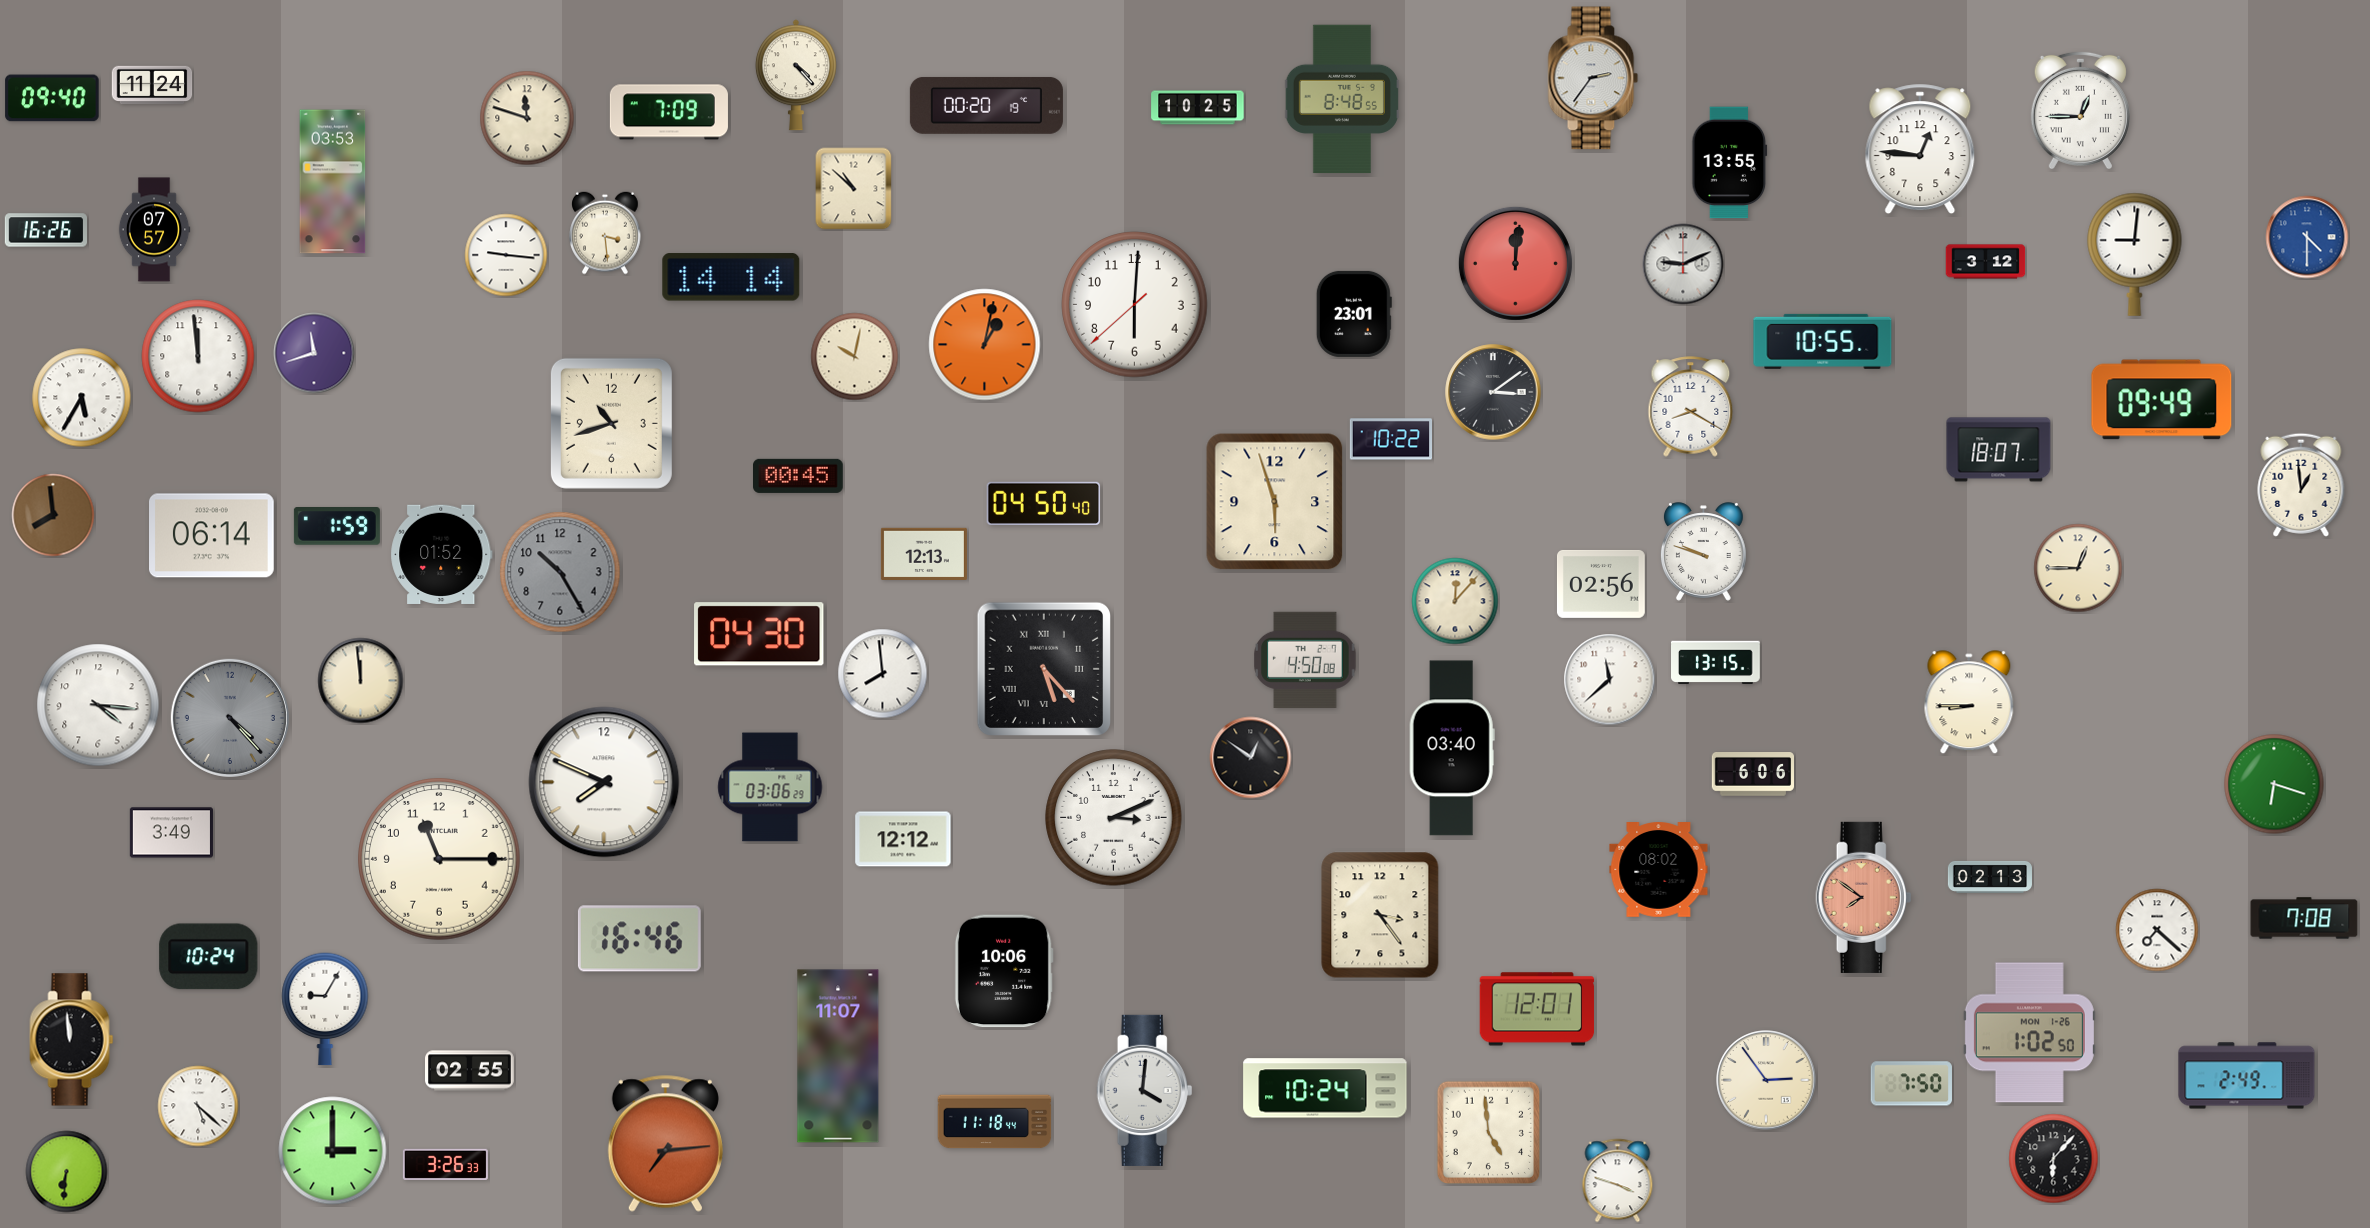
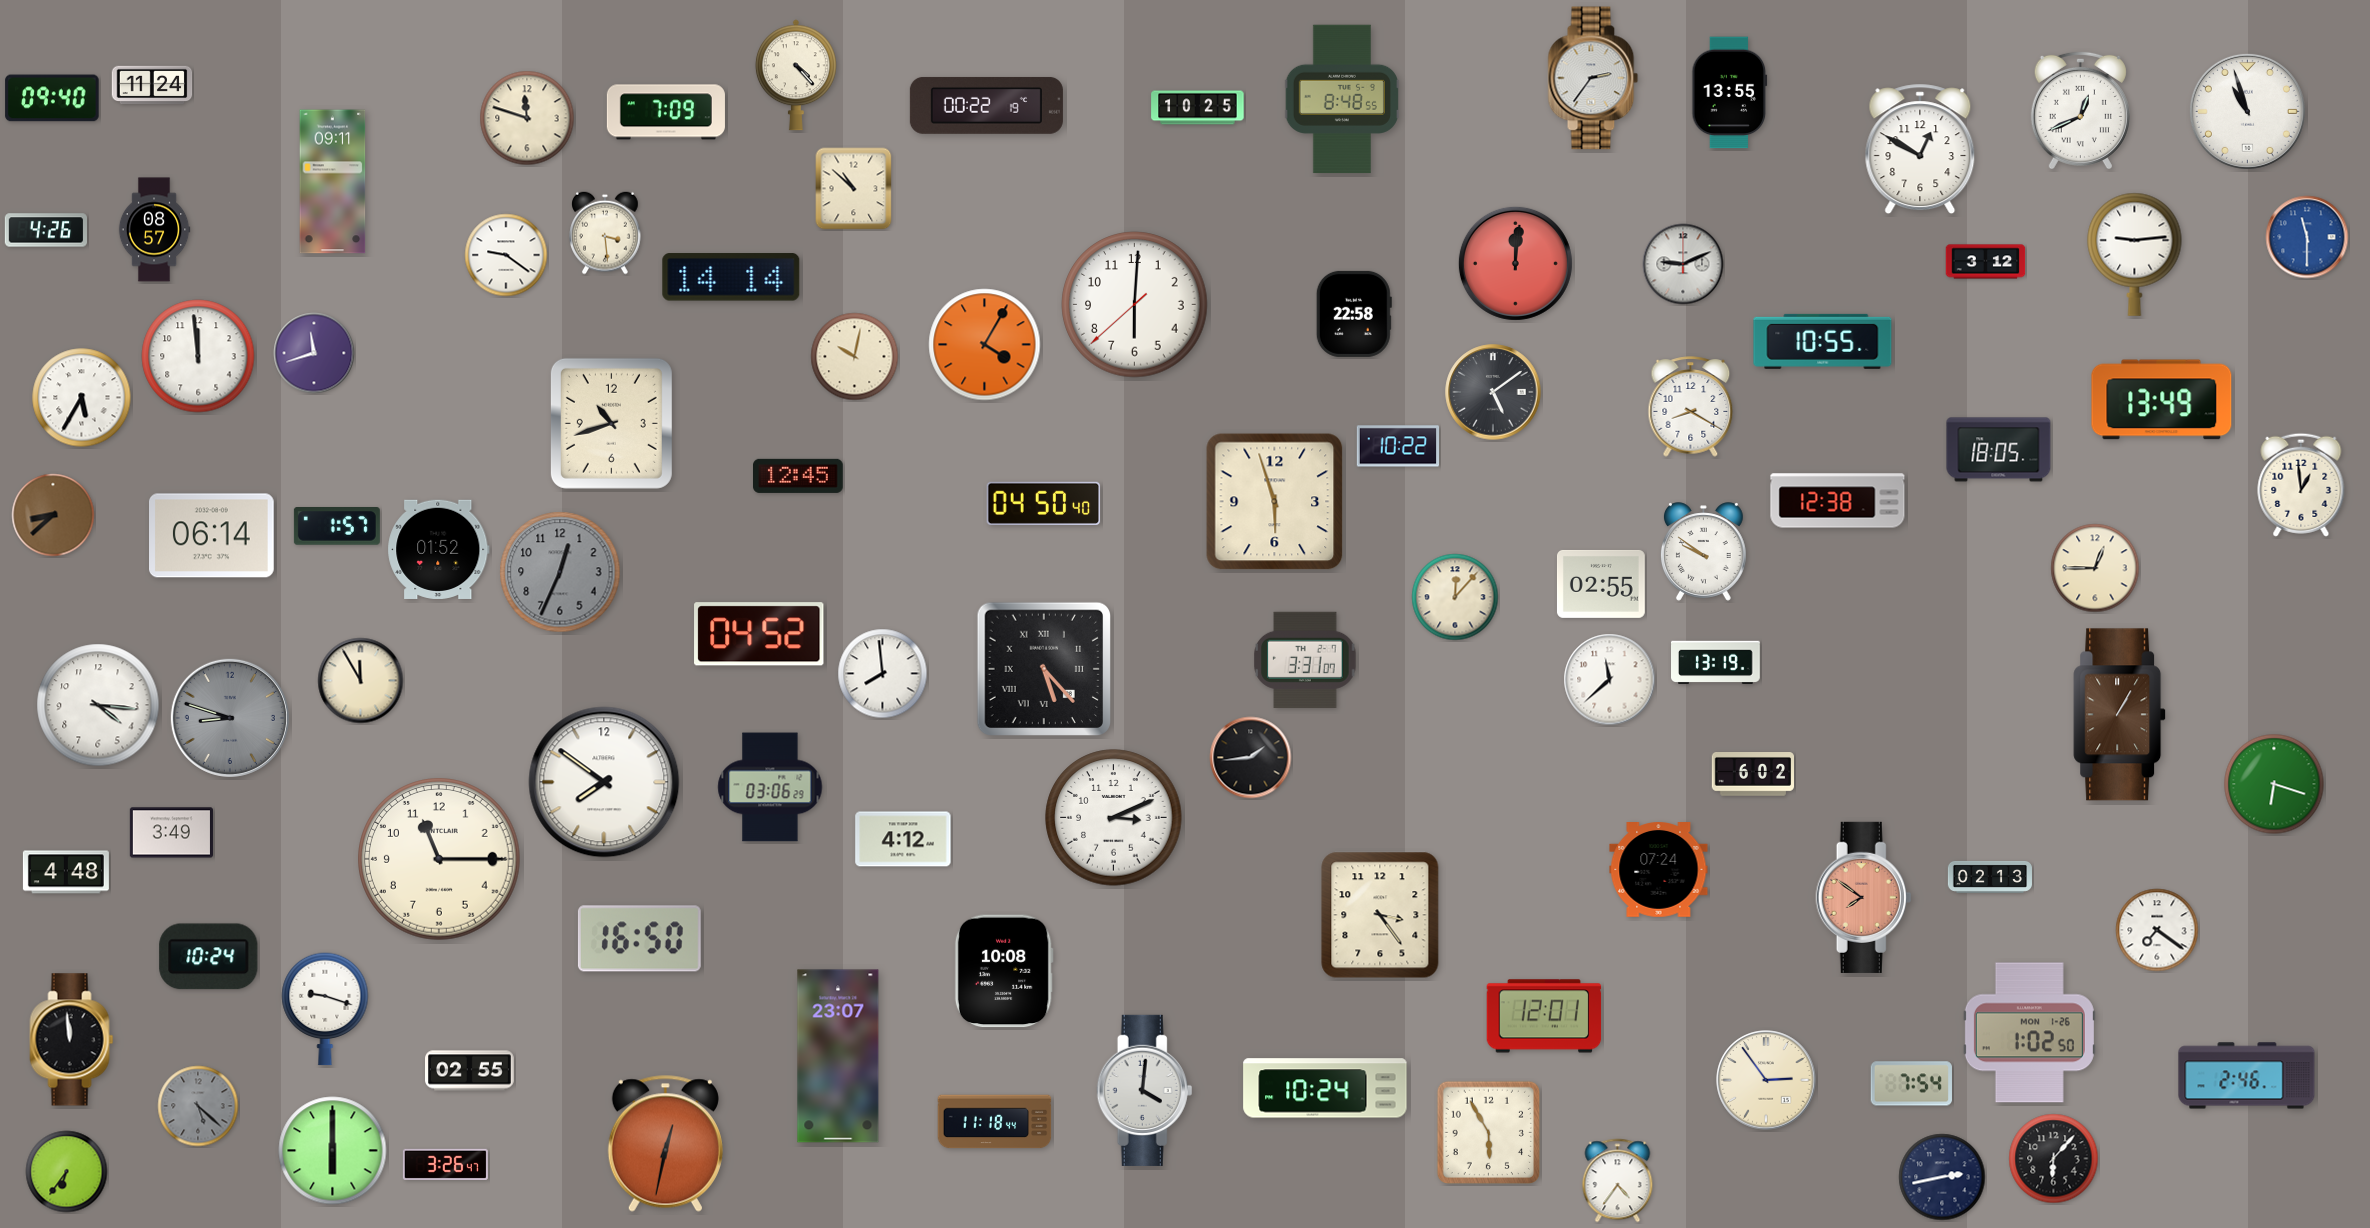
clock at (986, 105): 00:20 -> 00:22
clock at (2080, 110): 12:45 -> 12:41
clock at (2247, 111): none -> 10:57
clock at (669, 112) position: (669, 112) -> (666, 112)
clock at (1920, 149): 12:46 -> 12:50
clock at (1730, 163) position: (1730, 163) -> (1730, 93)
clock at (333, 182): 03:53 -> 09:11
clock at (46, 230): 16:26 -> 4:26
clock at (154, 230): 07:57 -> 08:57
clock at (2307, 237): 4:30 -> 11:30
clock at (2135, 254): 9:01 -> 9:14
clock at (506, 255): 9:16 -> 9:21
clock at (1354, 314): 23:01 -> 22:58
clock at (985, 345): 1:02 -> 4:05
clock at (1493, 392): 3:09 -> 5:09
clock at (2162, 400): 09:49 -> 13:49
clock at (1390, 439) position: (1390, 439) -> (1397, 446)
clock at (1999, 450): 18:07 -> 18:05
clock at (799, 476): 00:45 -> 12:45
clock at (1838, 501): none -> 12:38
clock at (53, 515): 7:59 -> 8:38
clock at (337, 526): 1:59 -> 1:57
clock at (1704, 552): 9:48 -> 9:51
clock at (924, 553): 12:13 -> none
clock at (442, 554) position: (442, 554) -> (439, 549)
clock at (2078, 568) position: (2078, 568) -> (2095, 568)
clock at (560, 572): 10:25 -> 12:34
clock at (1601, 584): 02:56 -> 02:55
clock at (1455, 601) position: (1455, 601) -> (1455, 597)
clock at (759, 634): 04:30 -> 04:52
clock at (1305, 660): 4:50 -> 3:31
clock at (1716, 663): 13:15 -> 13:19
clock at (361, 681): 11:59 -> 11:55
clock at (1969, 703): 8:45 -> none
clock at (2120, 715): none -> 1:05
clock at (230, 718): 4:23 -> 8:48
clock at (1452, 748): 03:40 -> none
clock at (1251, 758): 12:51 -> 1:44
clock at (1752, 775): 6:06 -> 6:02
clock at (604, 782): 7:49 -> 7:51
clock at (903, 839): 12:12 -> 4:12
clock at (1659, 870): 08:02 -> 07:24
clock at (66, 872): none -> 4:48
clock at (2304, 918): 7:08 -> none
clock at (2157, 930): 7:22 -> 7:21
clock at (639, 939): 16:46 -> 16:50
clock at (1004, 971): 10:06 -> 10:08
clock at (325, 1009): 9:05 -> 9:18
clock at (1537, 1009) position: (1537, 1009) -> (1544, 1016)
clock at (838, 1056): 11:07 -> 23:07
clock at (2247, 1076): 2:49 -> 2:46
clock at (1911, 1084): 7:50 -> 7:54
clock at (198, 1106) dial: white -> grey
clock at (1488, 1132): 4:59 -> 5:55
clock at (665, 1143): 7:14 -> 12:32
clock at (333, 1151): 3:00 -> 6:00
clock at (445, 1164): 3:26:33 -> 3:26:47
clock at (67, 1172): 6:31 -> 6:36
clock at (1942, 1177): none -> 2:43
clock at (1618, 1181): 3:48 -> 4:36
